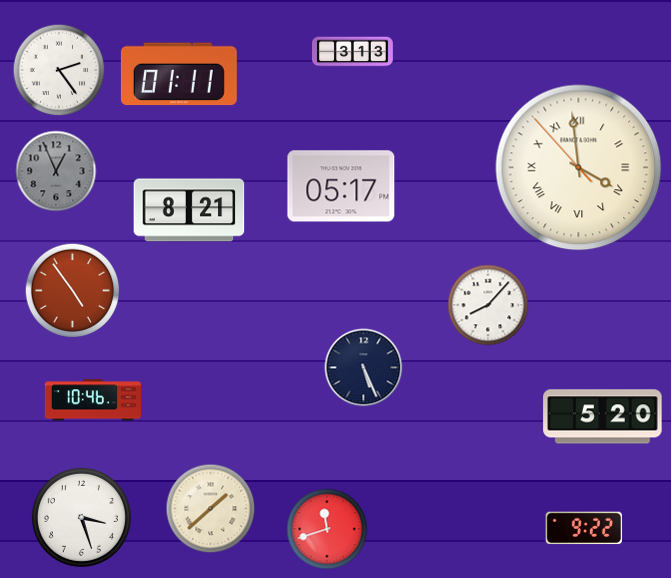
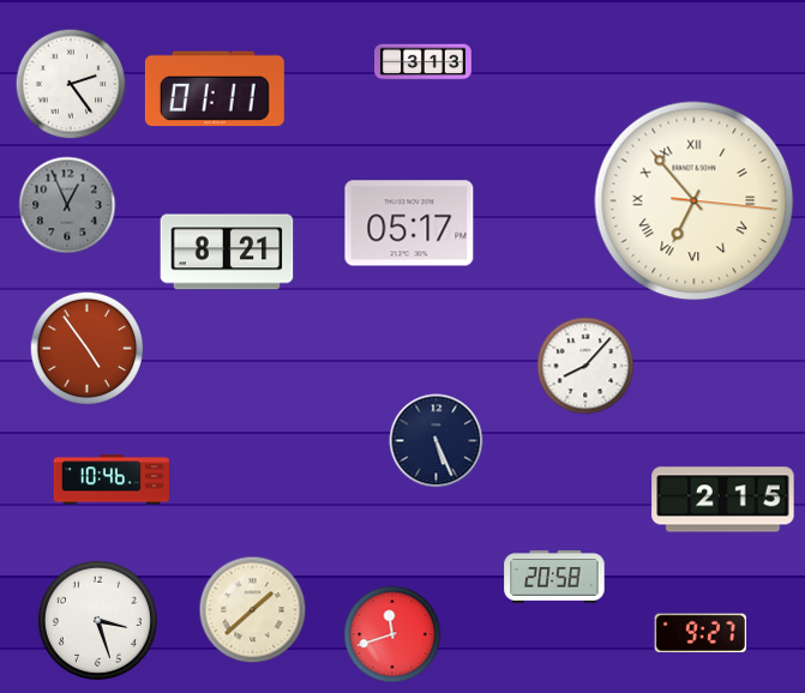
clock at (579, 168): 3:58 -> 6:53
clock at (603, 417): 5:20 -> 2:15
clock at (554, 577): none -> 20:58
clock at (584, 528): 9:22 -> 9:27
